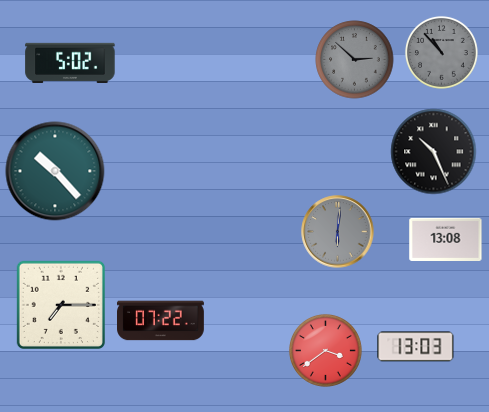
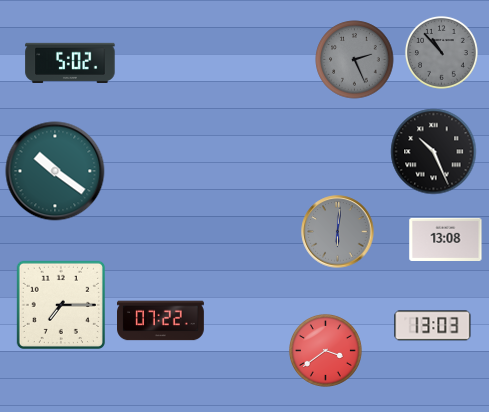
clock at (355, 60): 2:52 -> 2:26
clock at (55, 171): 10:23 -> 10:21
clock at (416, 347) position: (416, 347) -> (433, 326)
